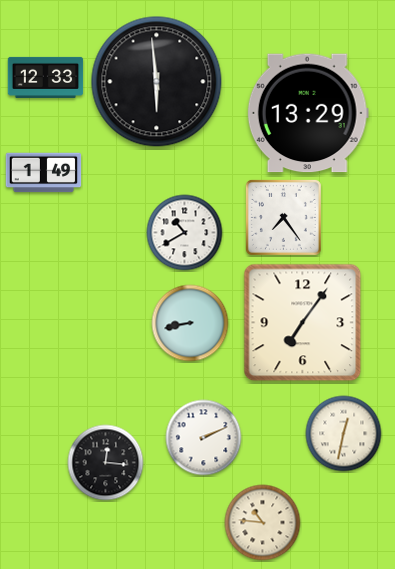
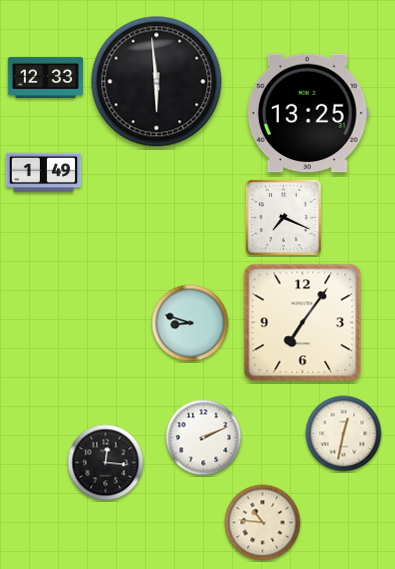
clock at (308, 113): 13:29 -> 13:25
clock at (283, 217): 7:24 -> 7:19
clock at (185, 233): 10:40 -> none
clock at (190, 323): 8:43 -> 8:48
